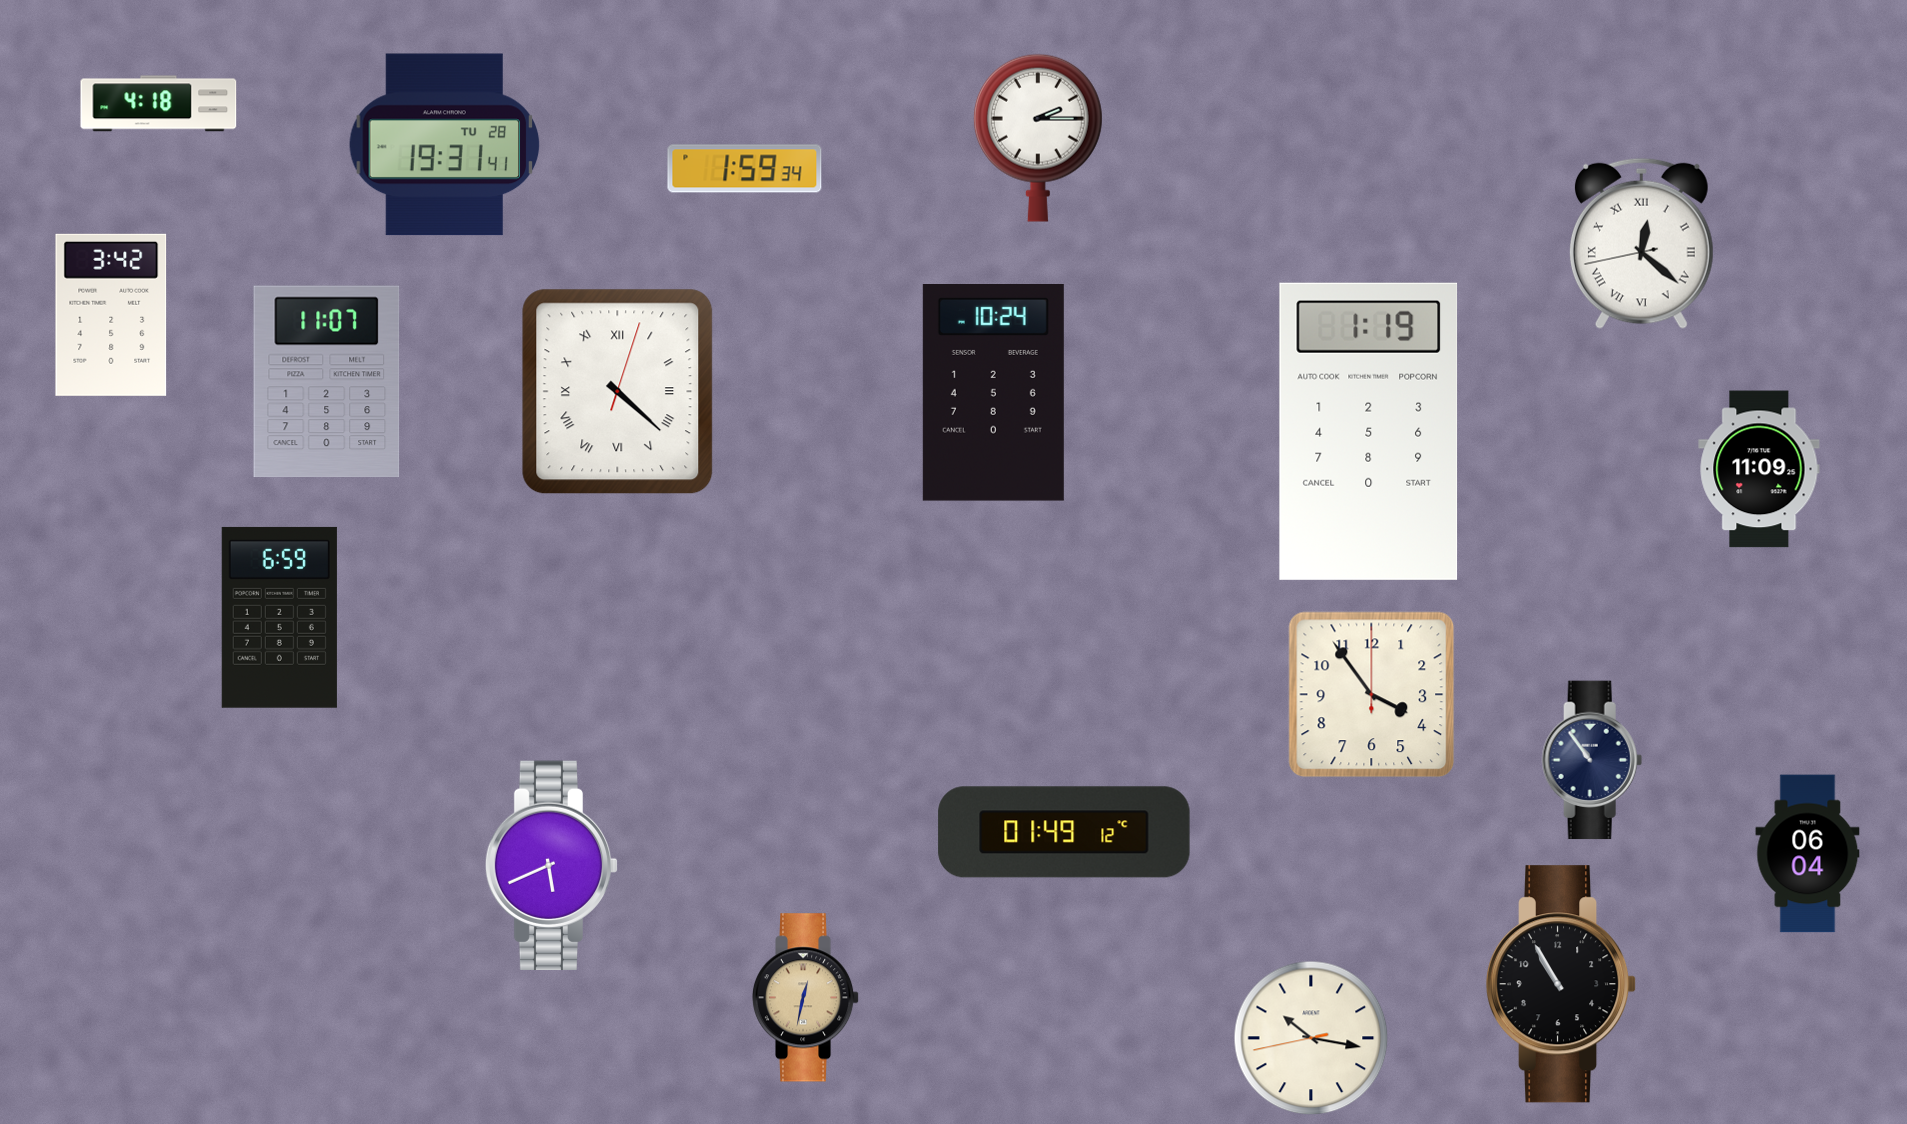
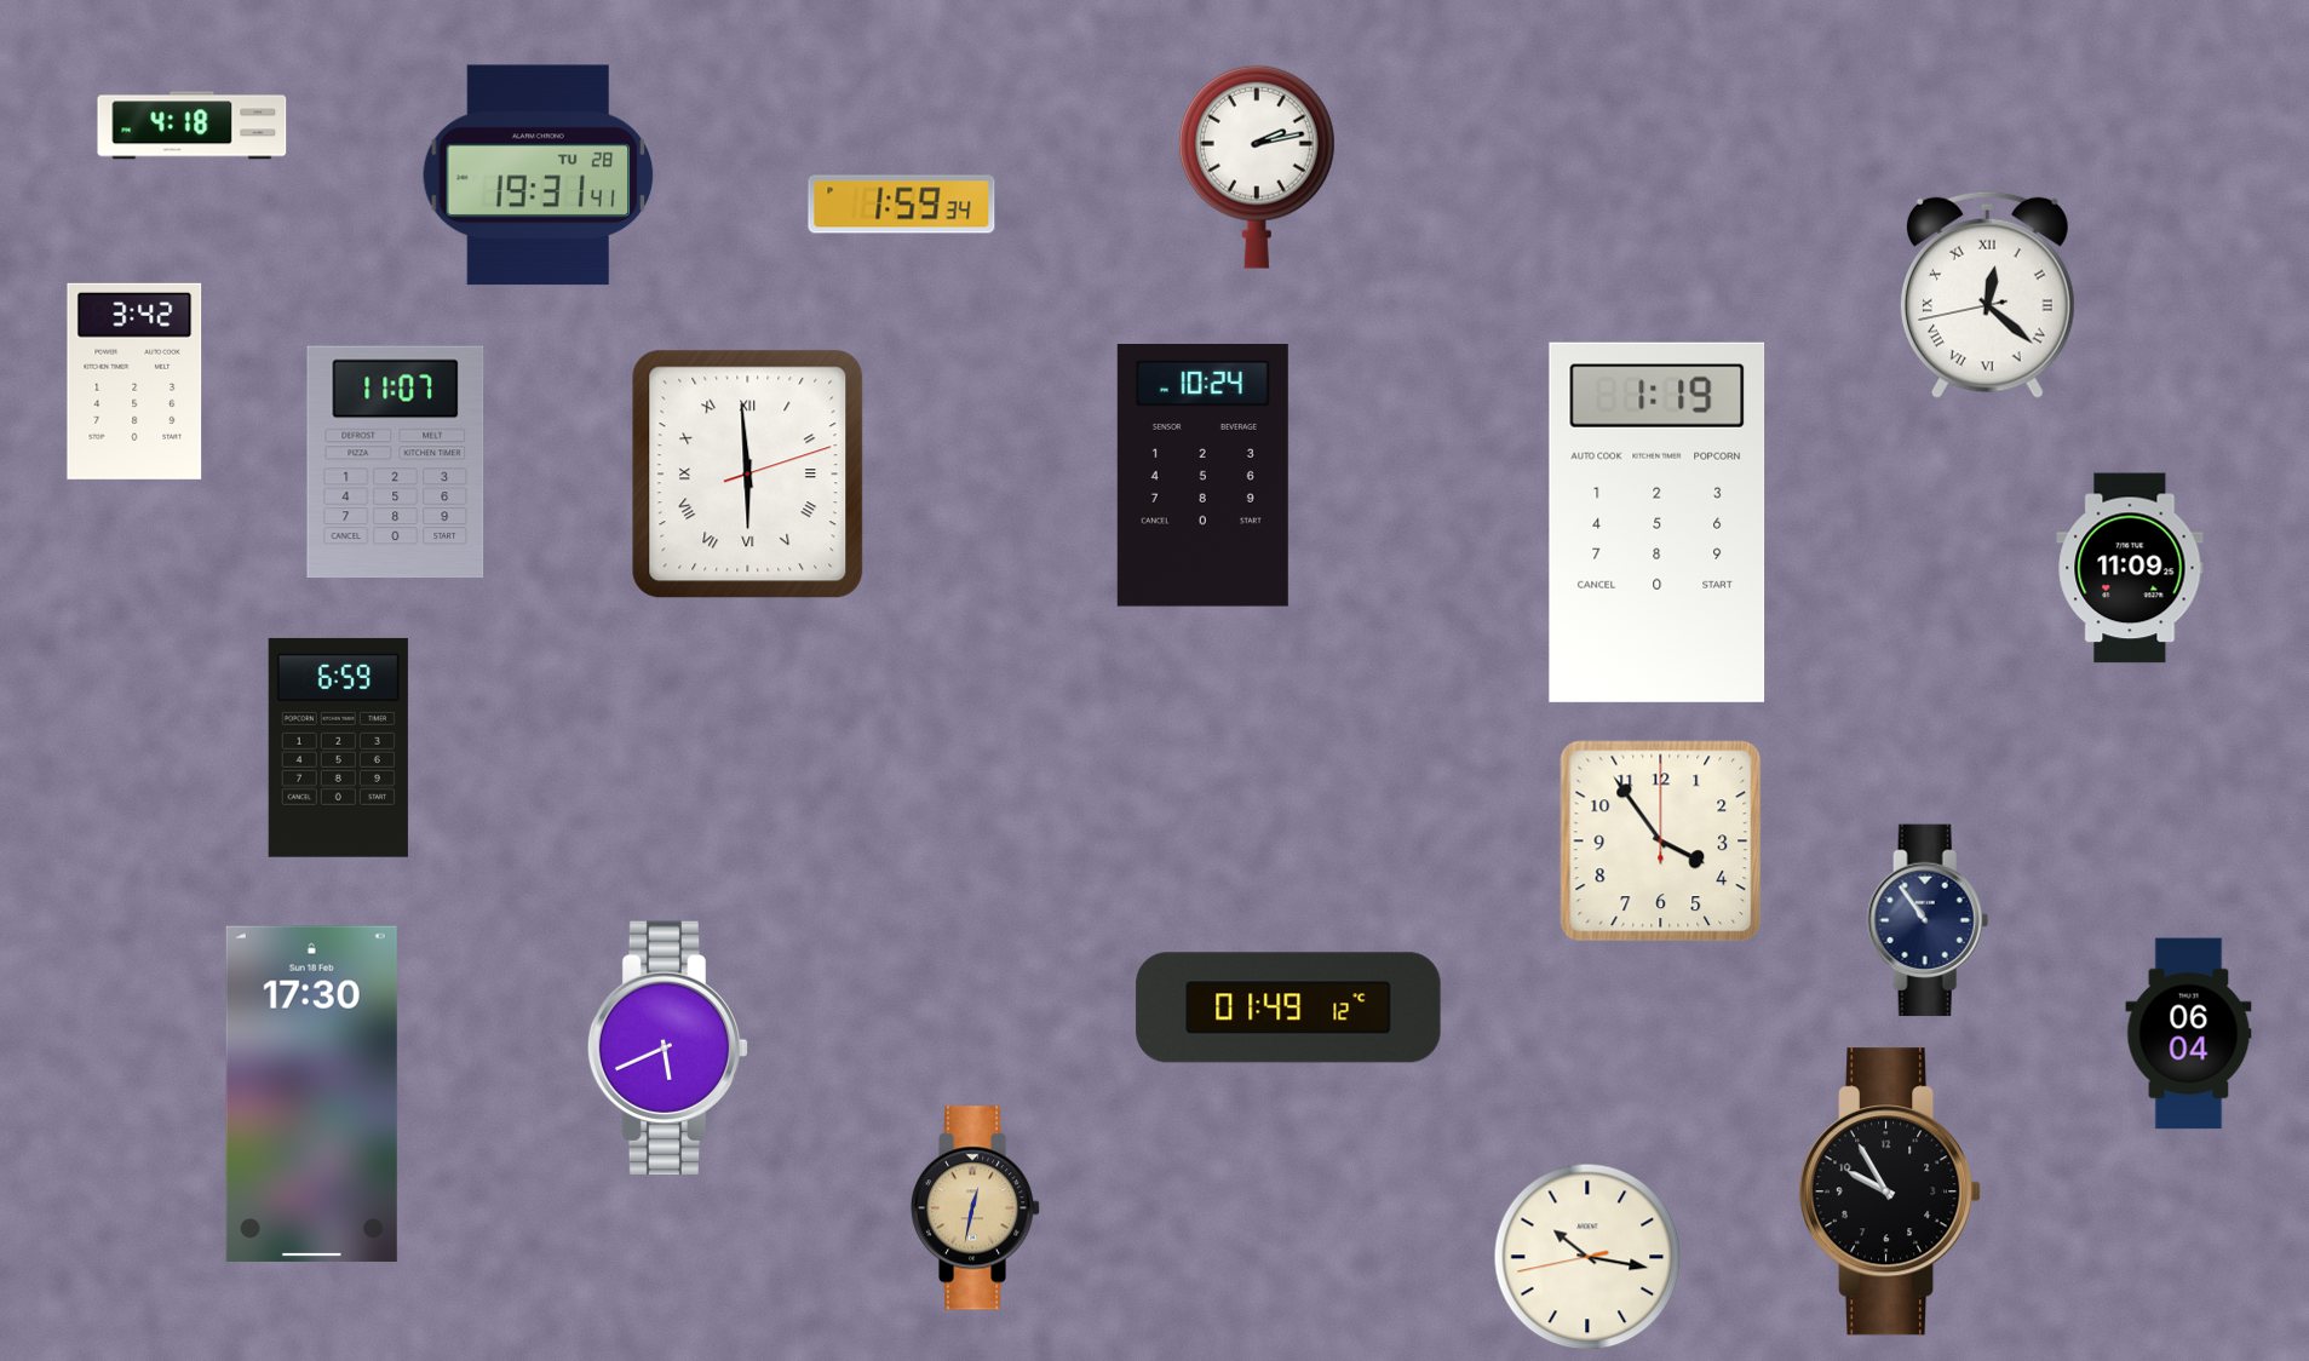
clock at (1038, 138): 2:15 -> 2:13
clock at (618, 392): 4:22 -> 5:59
clock at (311, 1093): none -> 17:30
clock at (1561, 984): 10:55 -> 9:55
